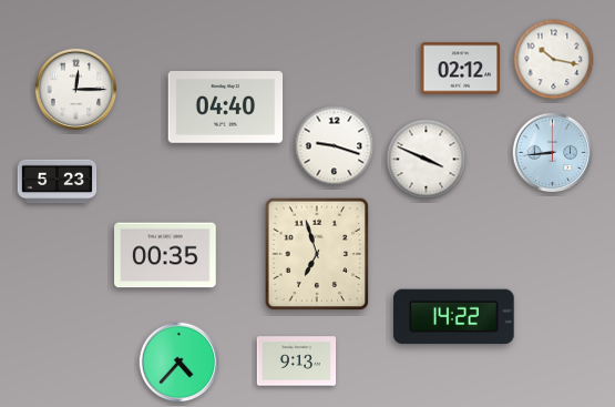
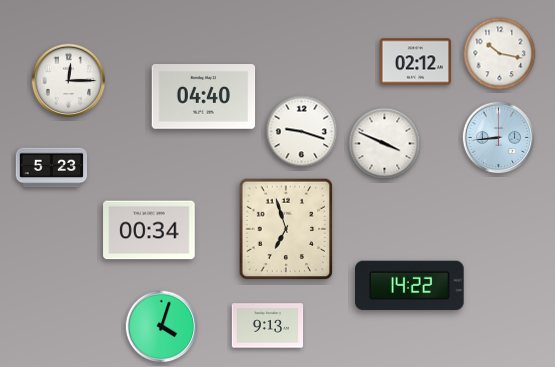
clock at (58, 182) position: (58, 182) -> (52, 168)
clock at (165, 255): 00:35 -> 00:34
clock at (180, 363): 4:37 -> 4:03
